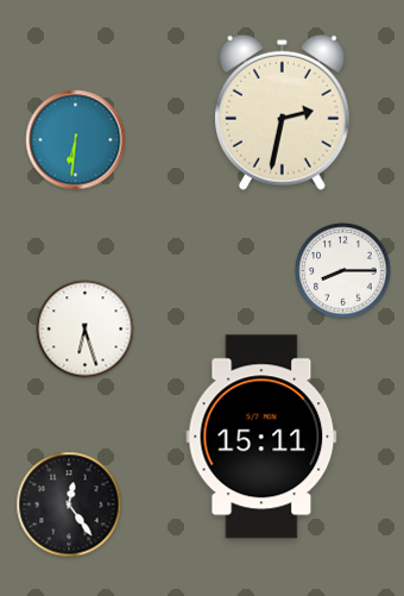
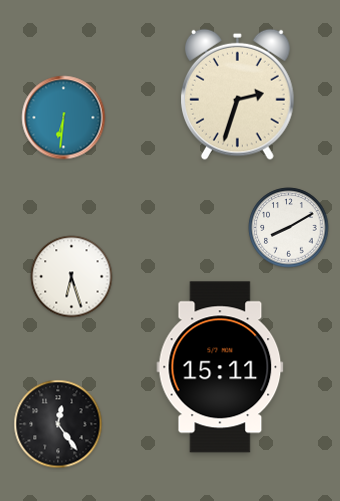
clock at (282, 112): 2:32 -> 2:33
clock at (343, 271): 8:15 -> 8:10
